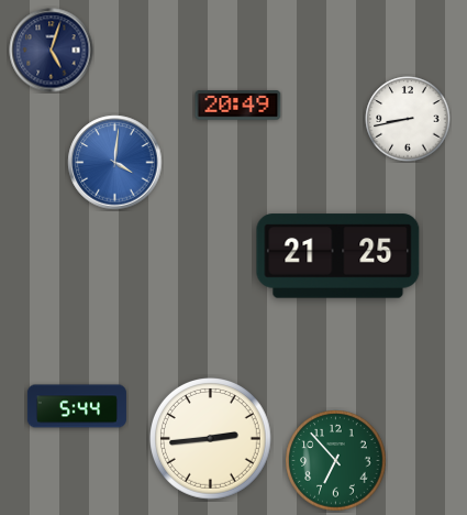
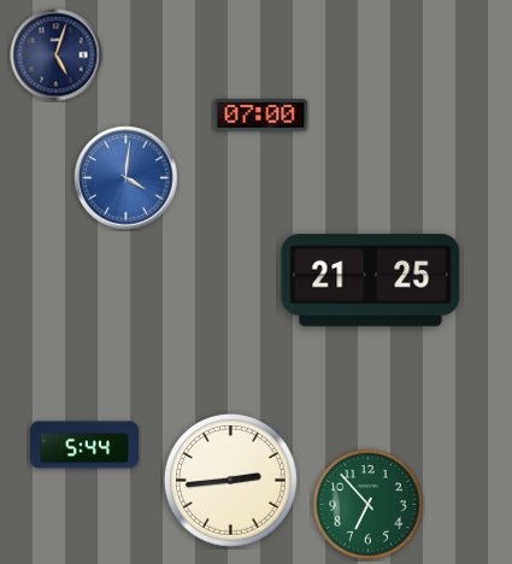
clock at (238, 106): 20:49 -> 07:00
clock at (408, 119): 8:43 -> none
